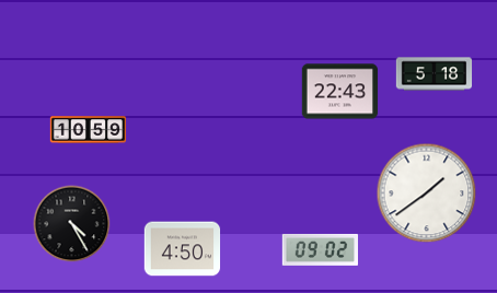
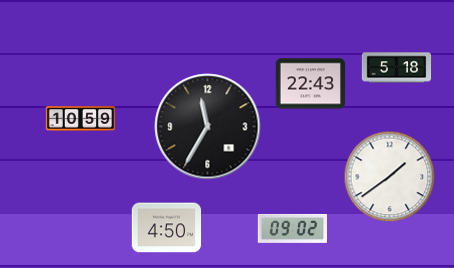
clock at (208, 127): none -> 11:35
clock at (72, 224): 4:25 -> none
